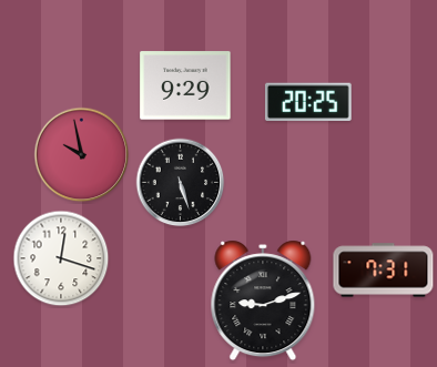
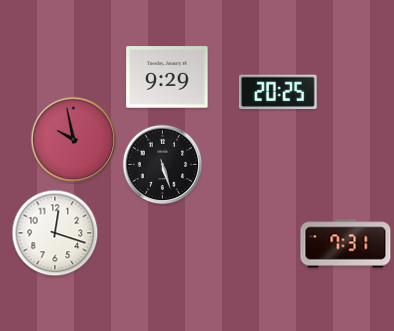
clock at (263, 300): 9:12 -> none
